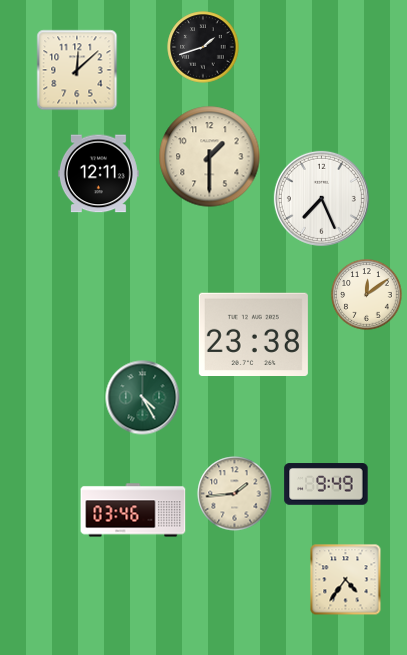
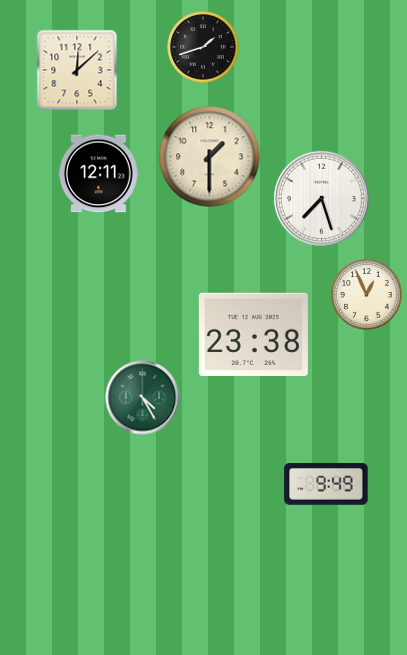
clock at (321, 198): 7:26 -> 7:27
clock at (367, 295): 12:09 -> 12:56
clock at (235, 494): 1:44 -> none
clock at (133, 510): 03:46 -> none
clock at (346, 580): 4:36 -> none
